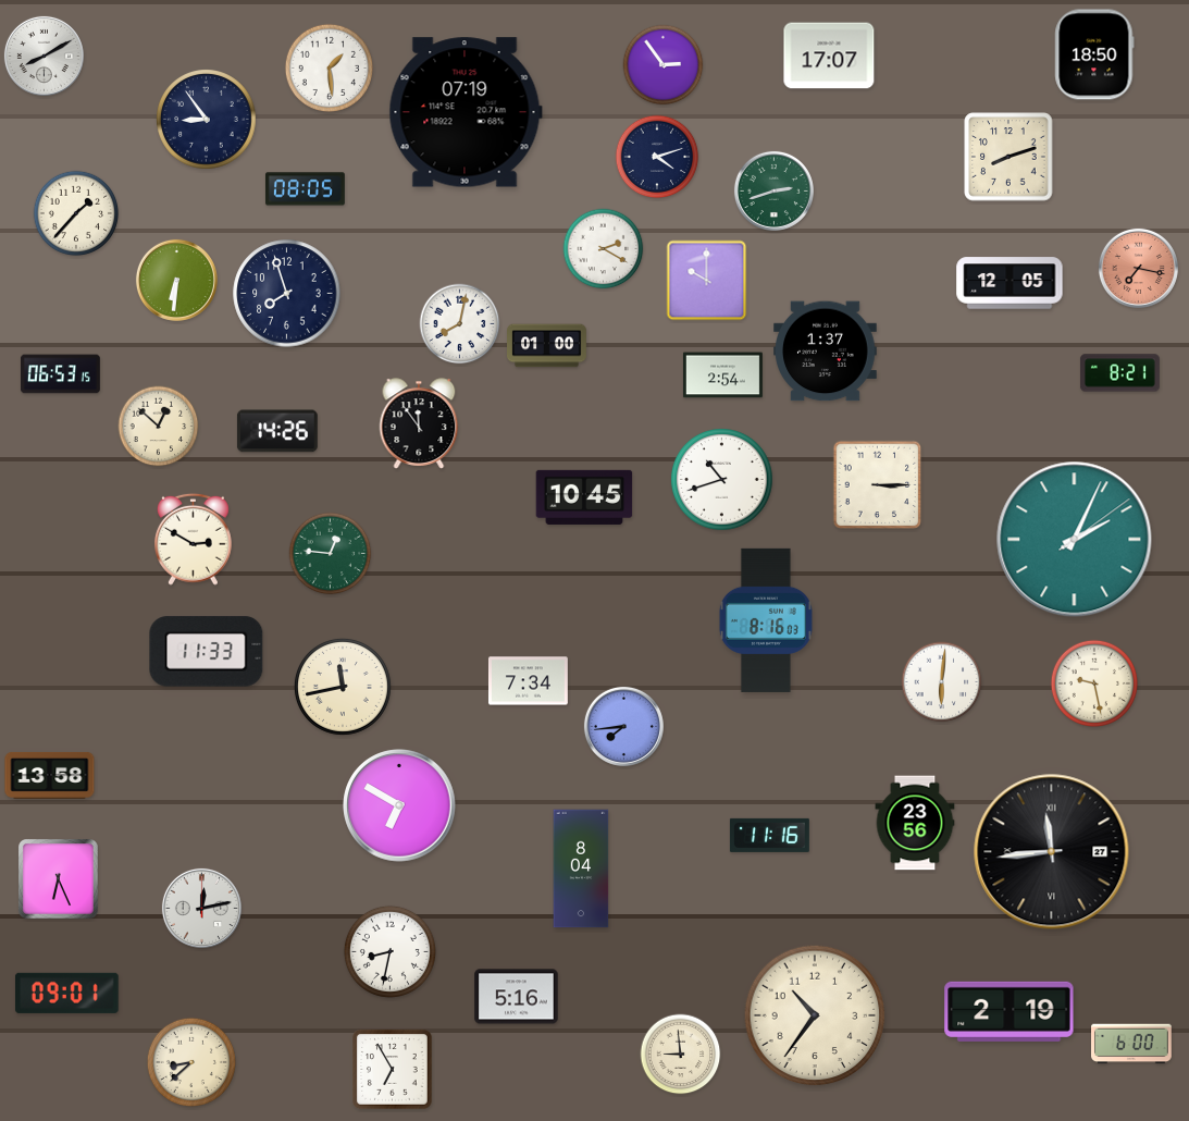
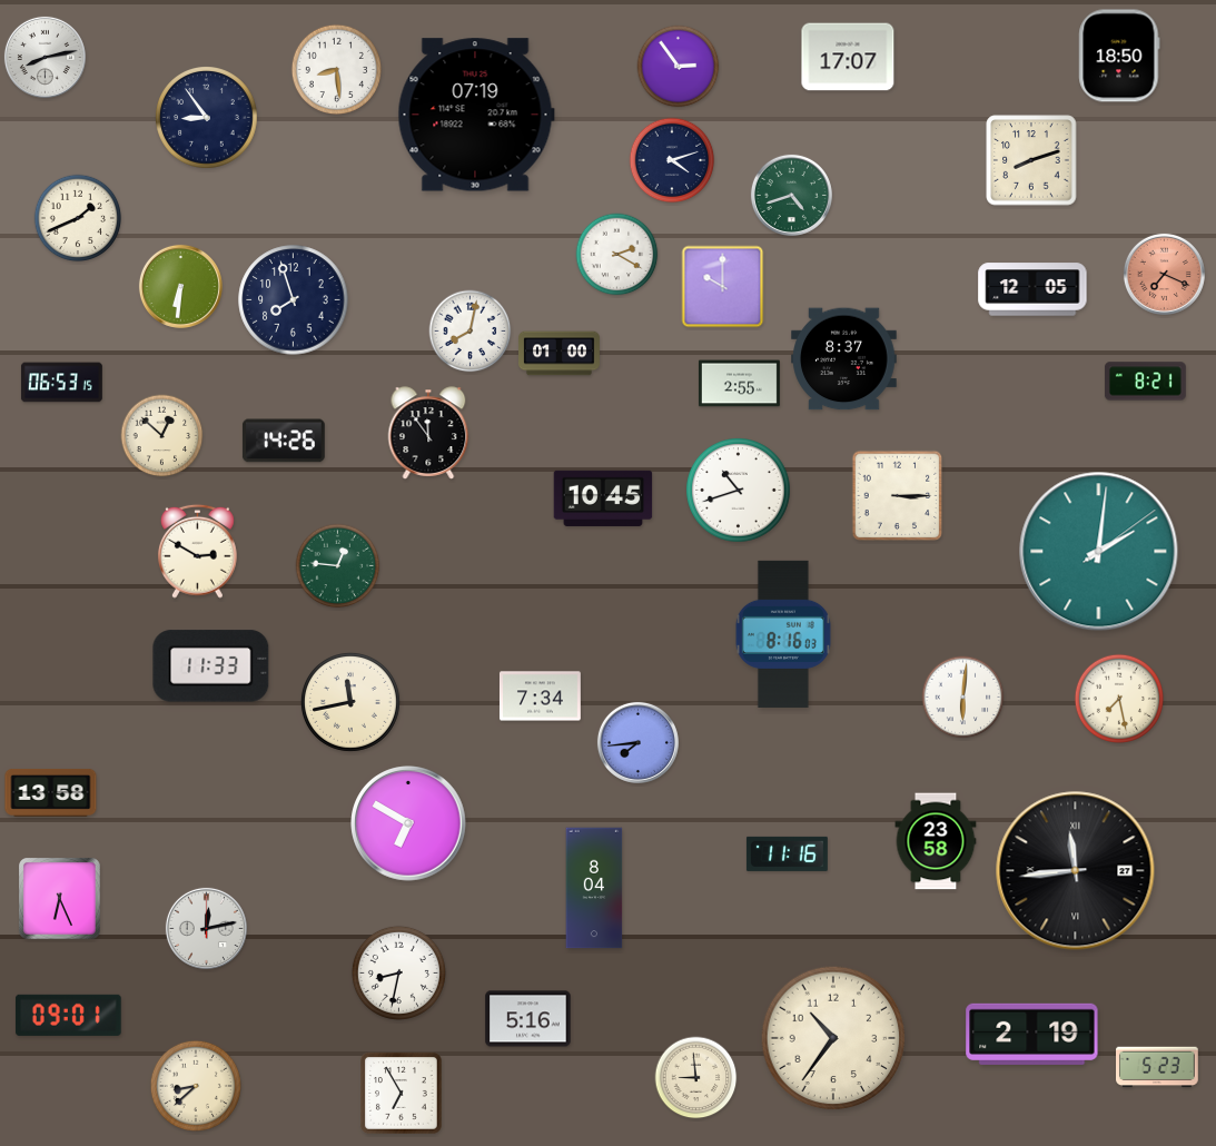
clock at (44, 56): 8:10 -> 8:13
clock at (329, 67): 1:29 -> 8:29
clock at (207, 120) position: (207, 120) -> (207, 118)
clock at (305, 189): 08:05 -> none
clock at (773, 190): 2:42 -> 4:42
clock at (76, 213): 1:37 -> 1:41
clock at (1138, 268): 7:17 -> 7:19
clock at (826, 352): 1:37 -> 8:37
clock at (722, 375): 2:54 -> 2:55
clock at (584, 497) position: (584, 497) -> (603, 498)
clock at (1075, 540): 2:04 -> 2:01
clock at (1093, 682): 9:28 -> 7:28
clock at (915, 823): 23:56 -> 23:58
clock at (1131, 1044): 6:00 -> 5:23
